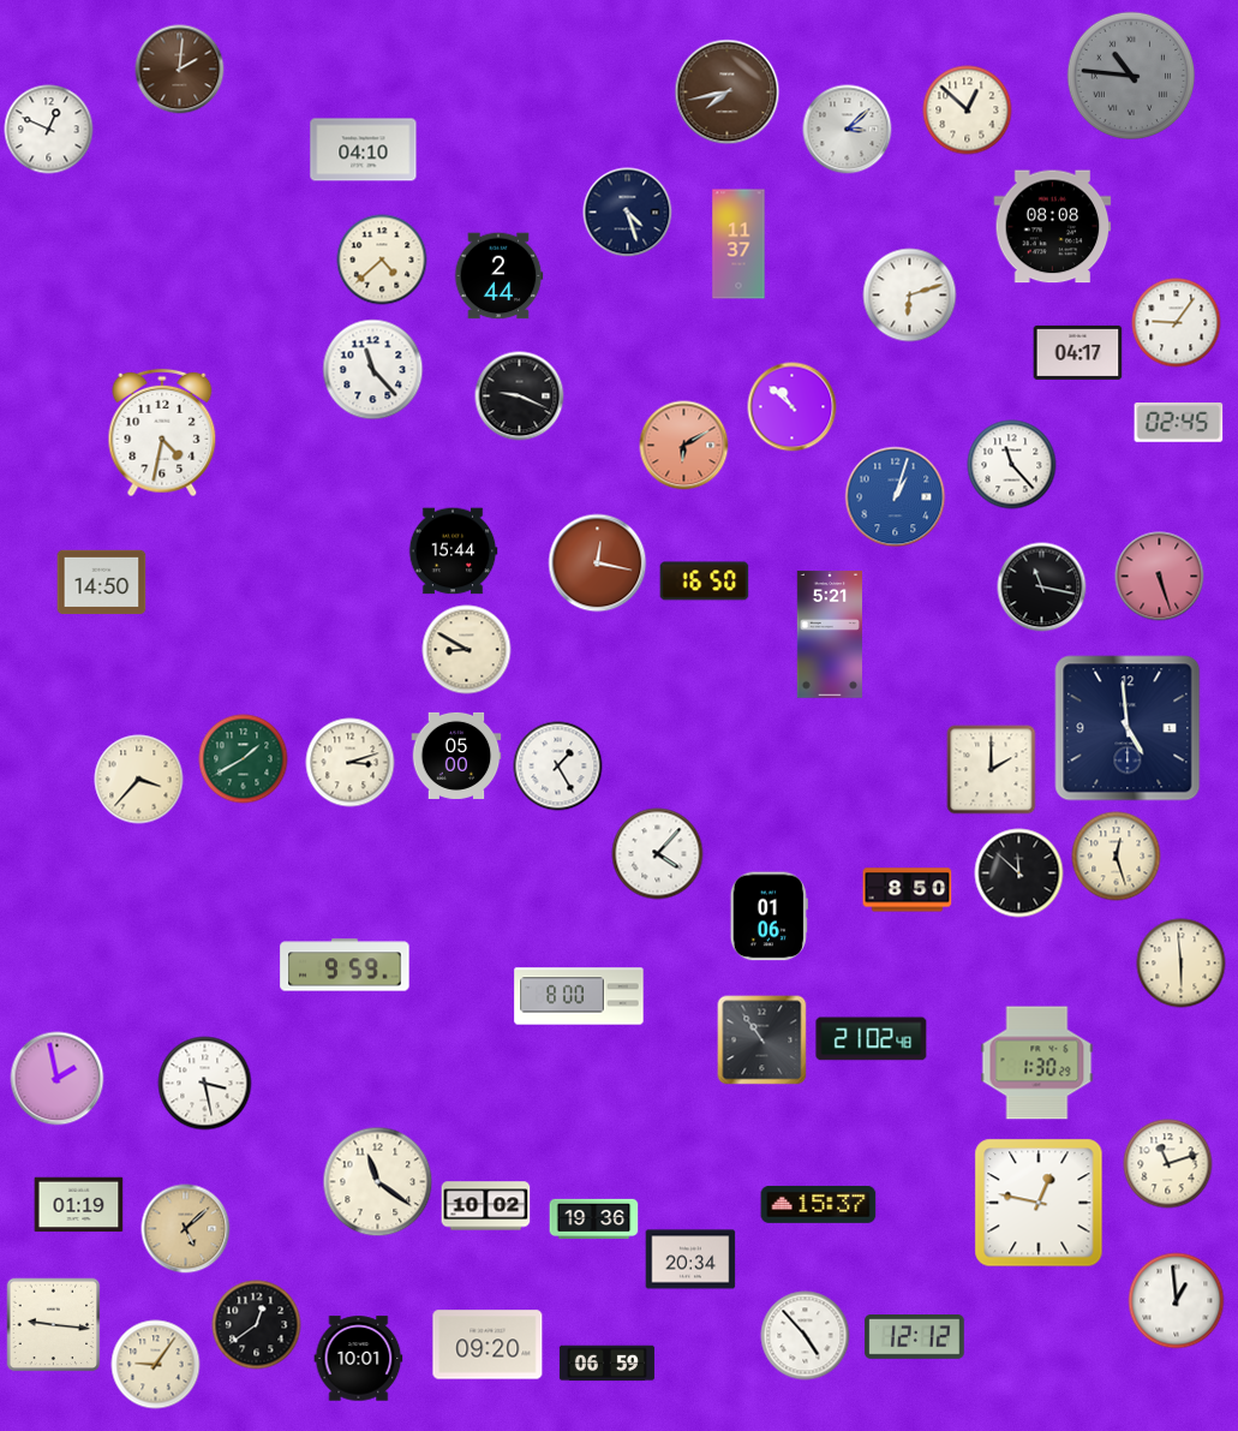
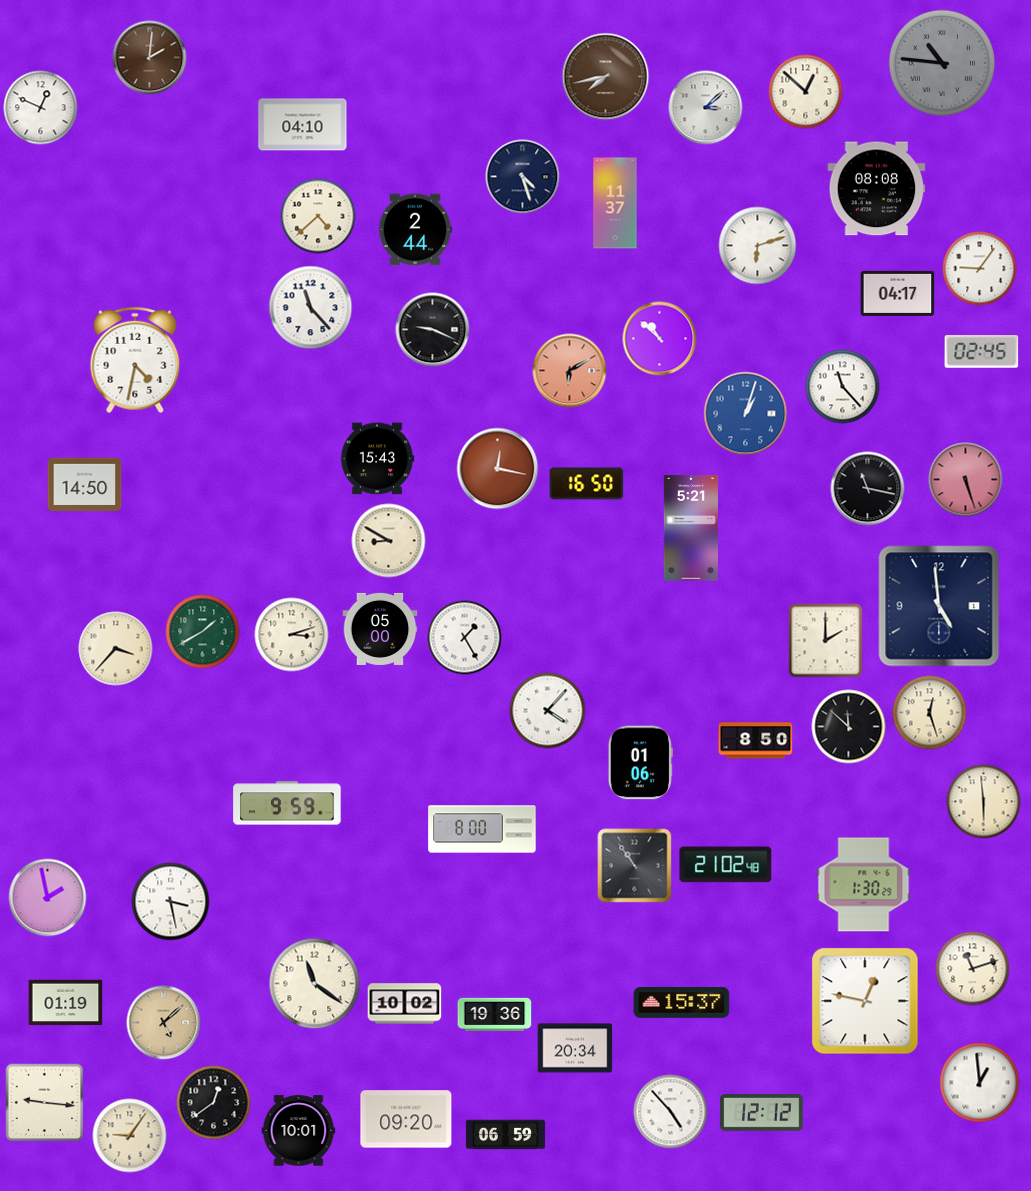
clock at (453, 551): 15:44 -> 15:43
clock at (186, 1229) position: (186, 1229) -> (164, 1023)
